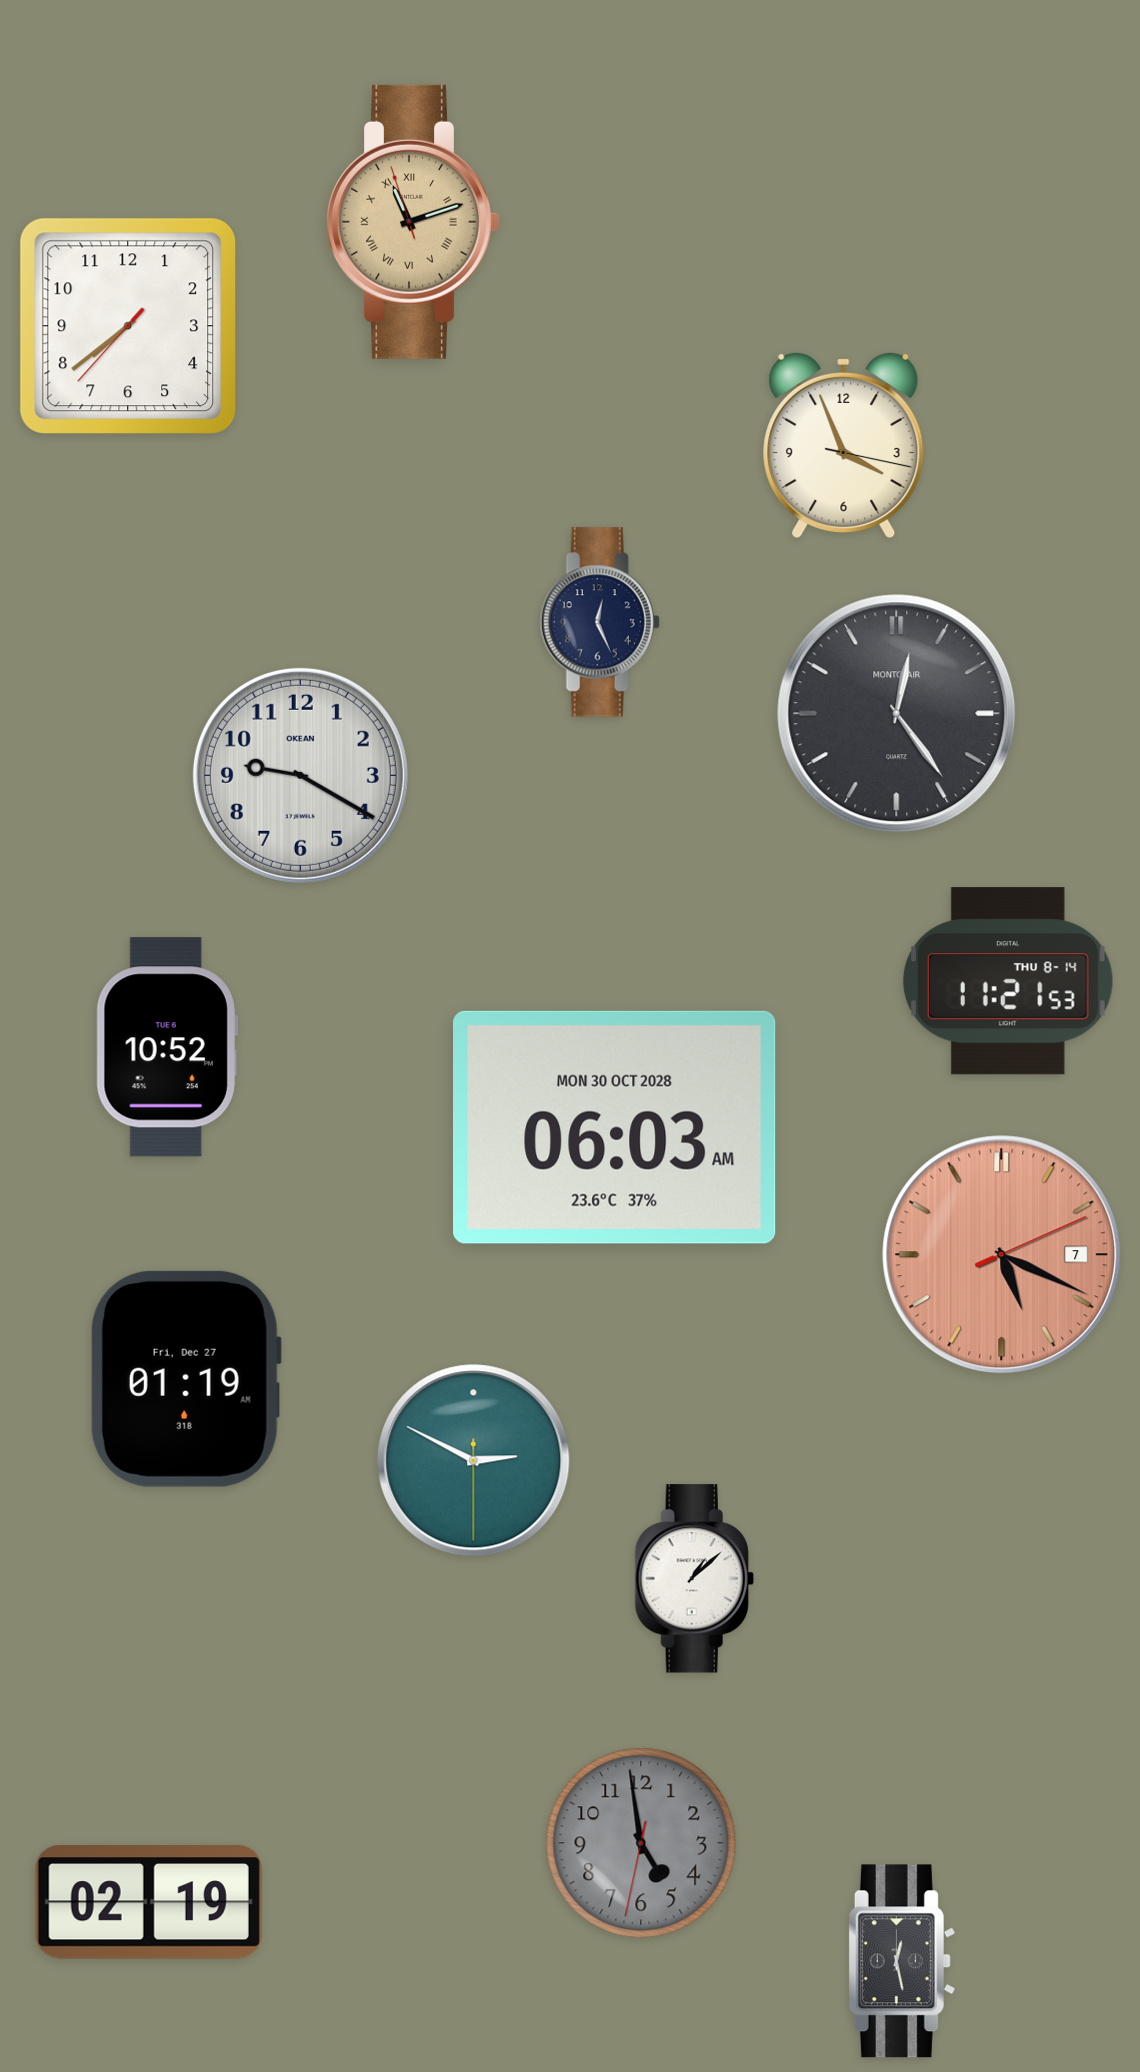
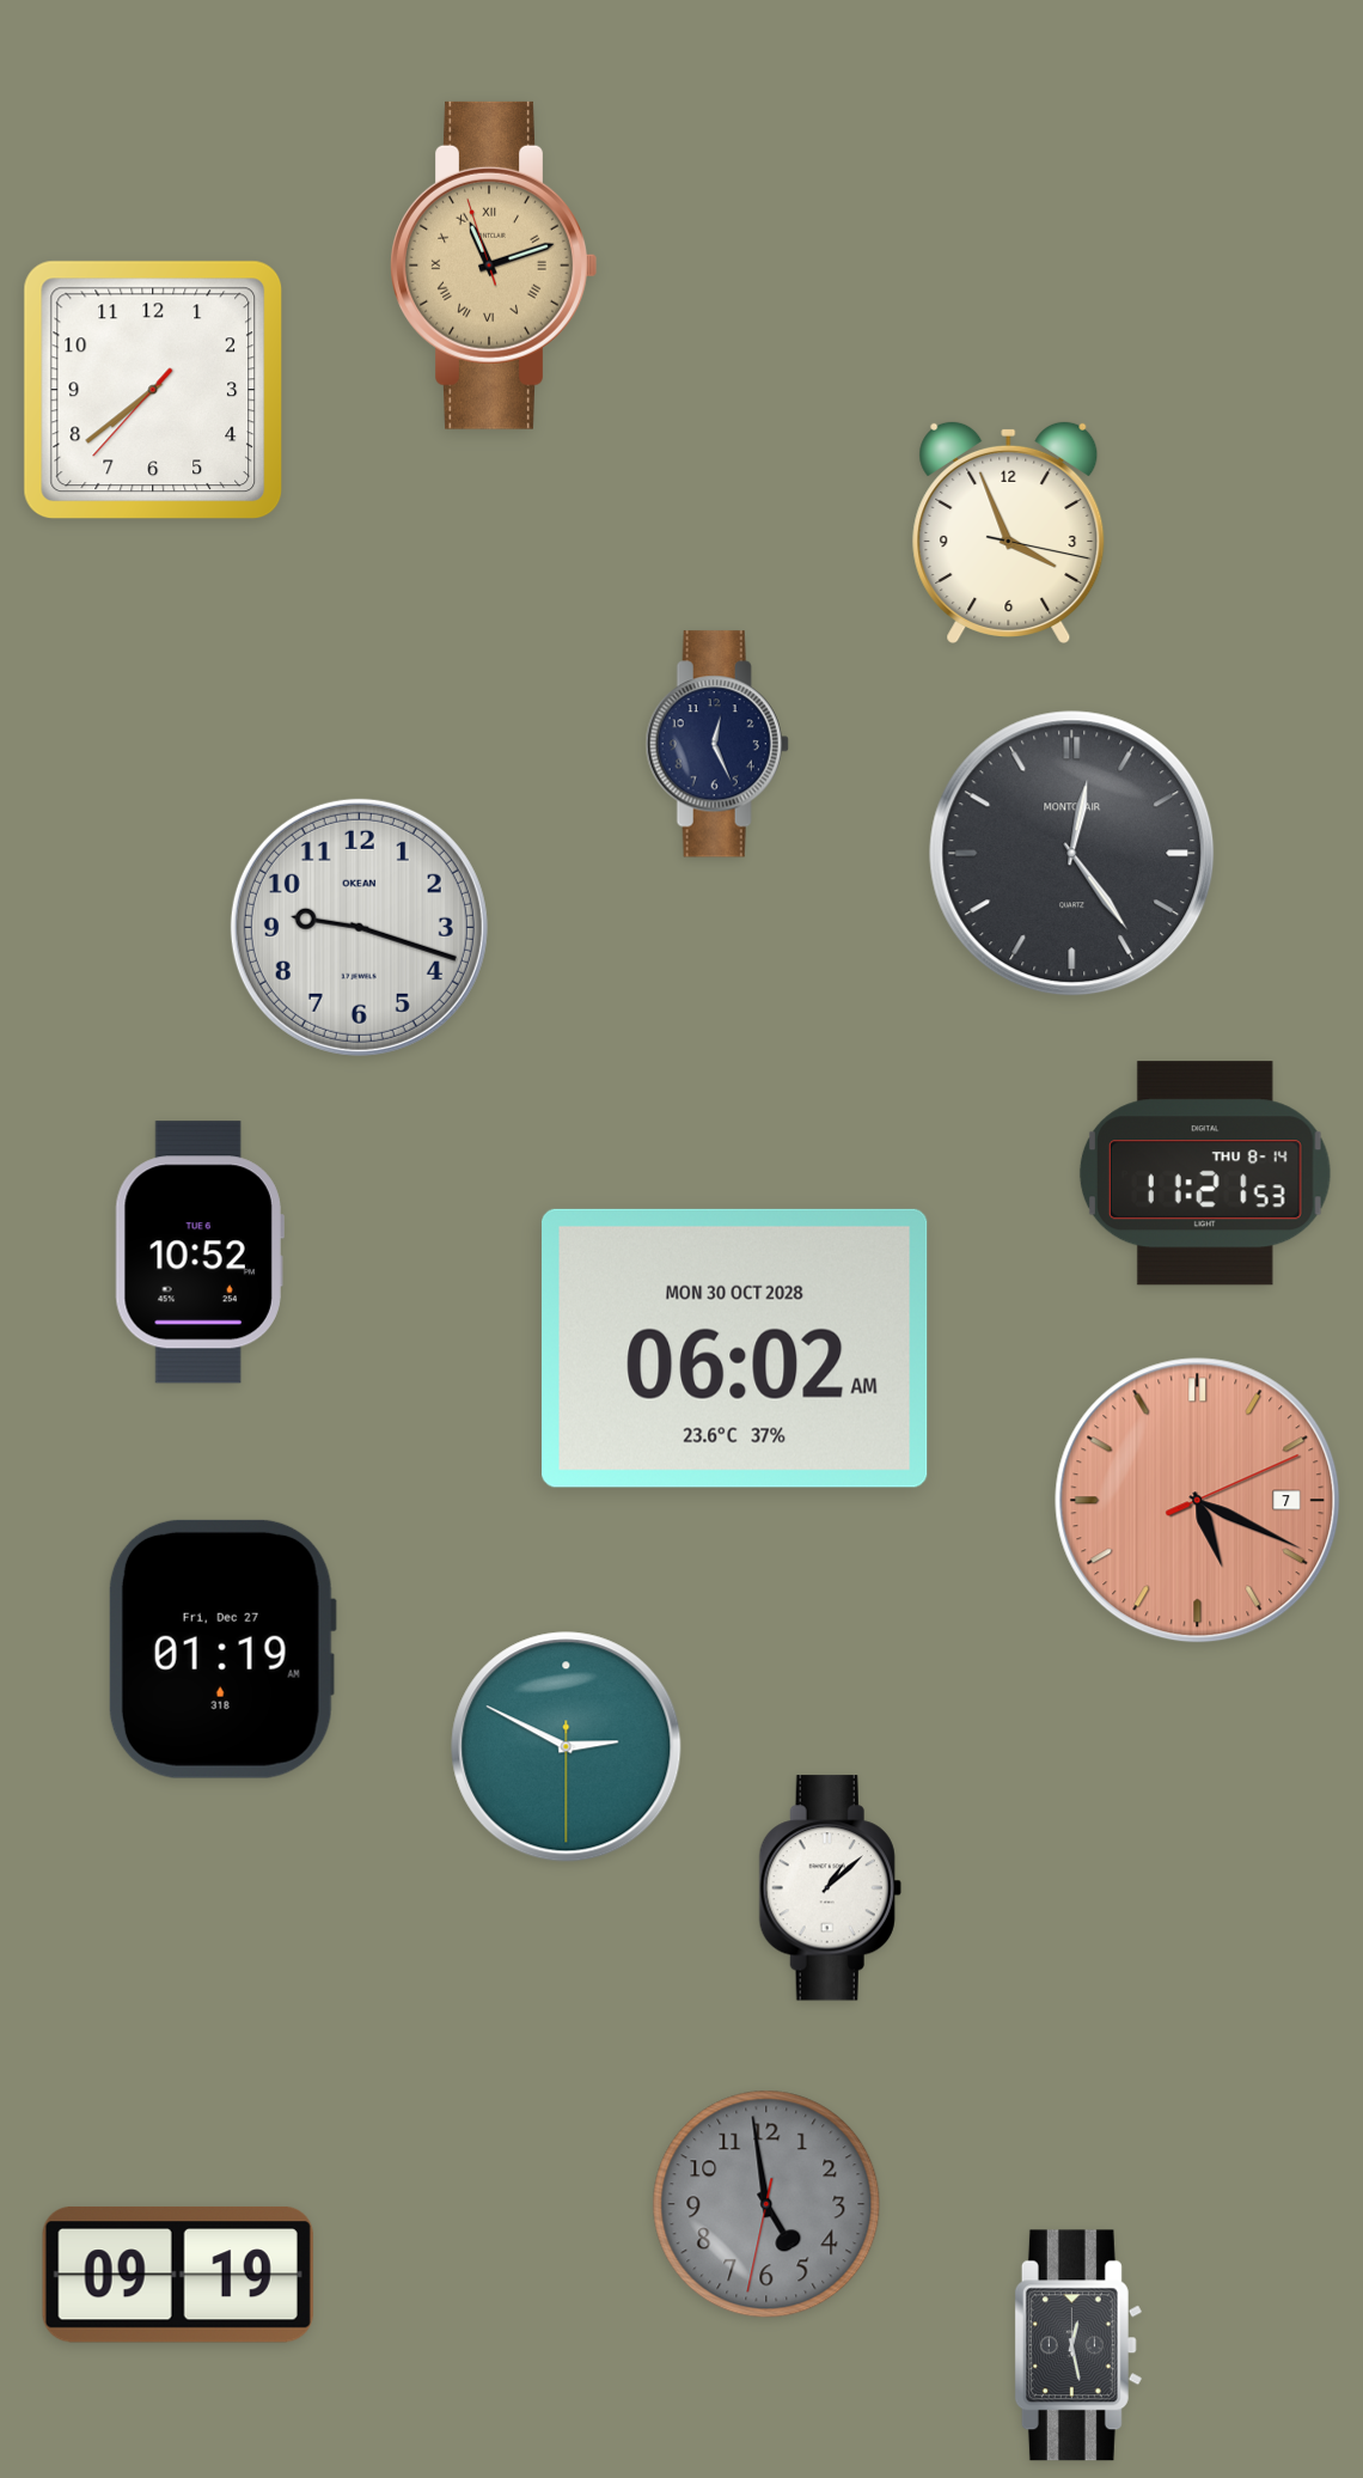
clock at (300, 775): 9:20 -> 9:18
clock at (615, 1127): 06:03 -> 06:02
clock at (149, 1902): 02:19 -> 09:19
